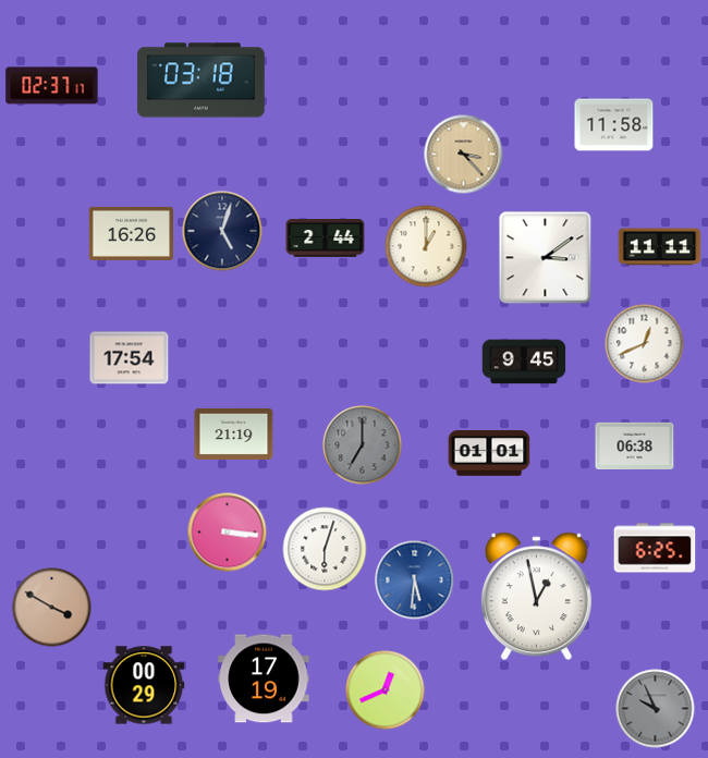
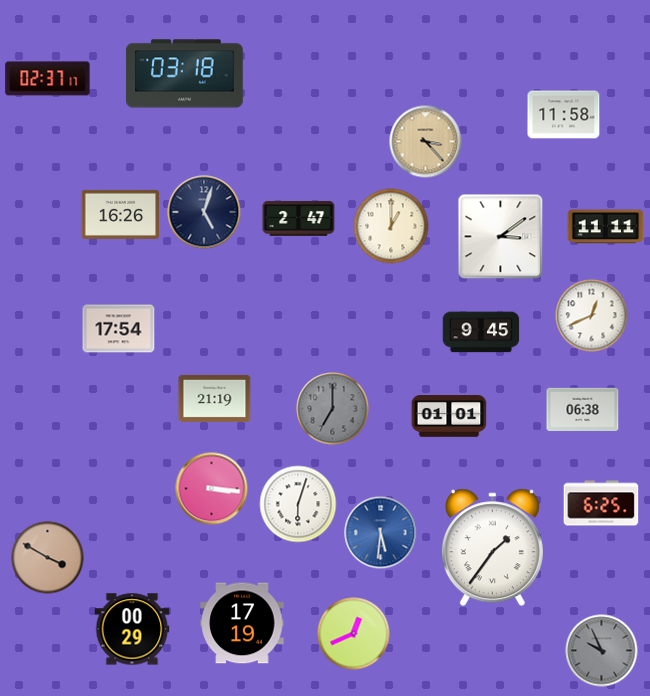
clock at (326, 239): 2:44 -> 2:47
clock at (228, 533) position: (228, 533) -> (212, 489)
clock at (536, 597): 12:58 -> 1:36
